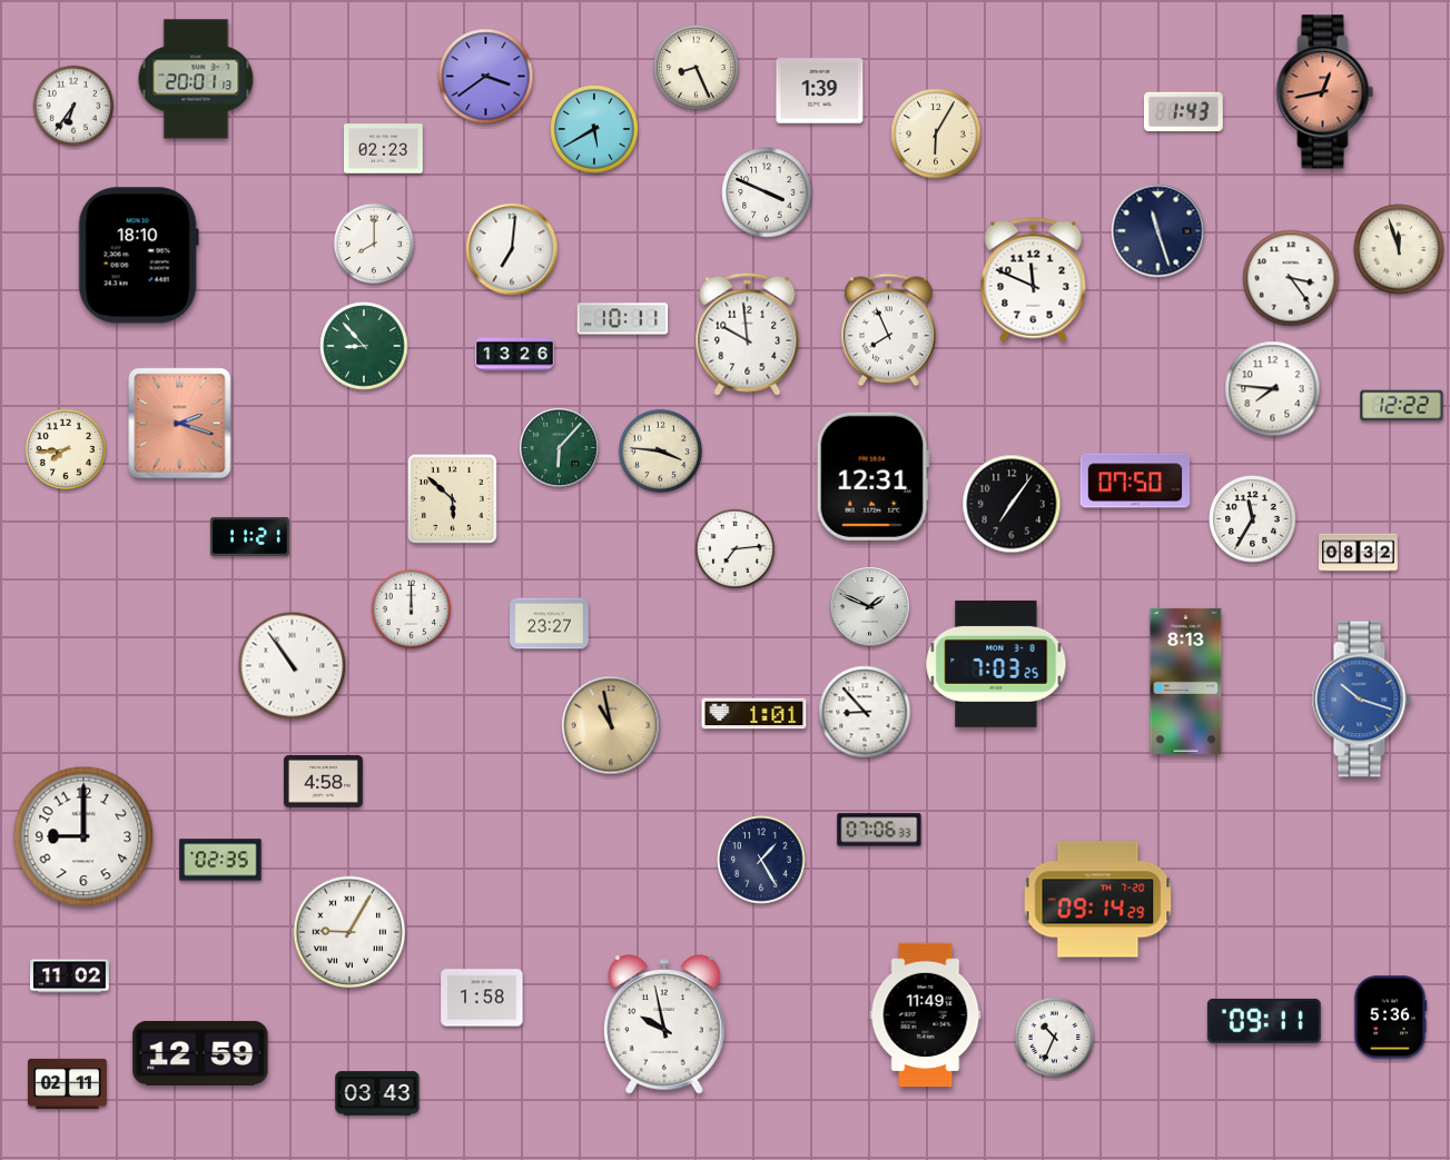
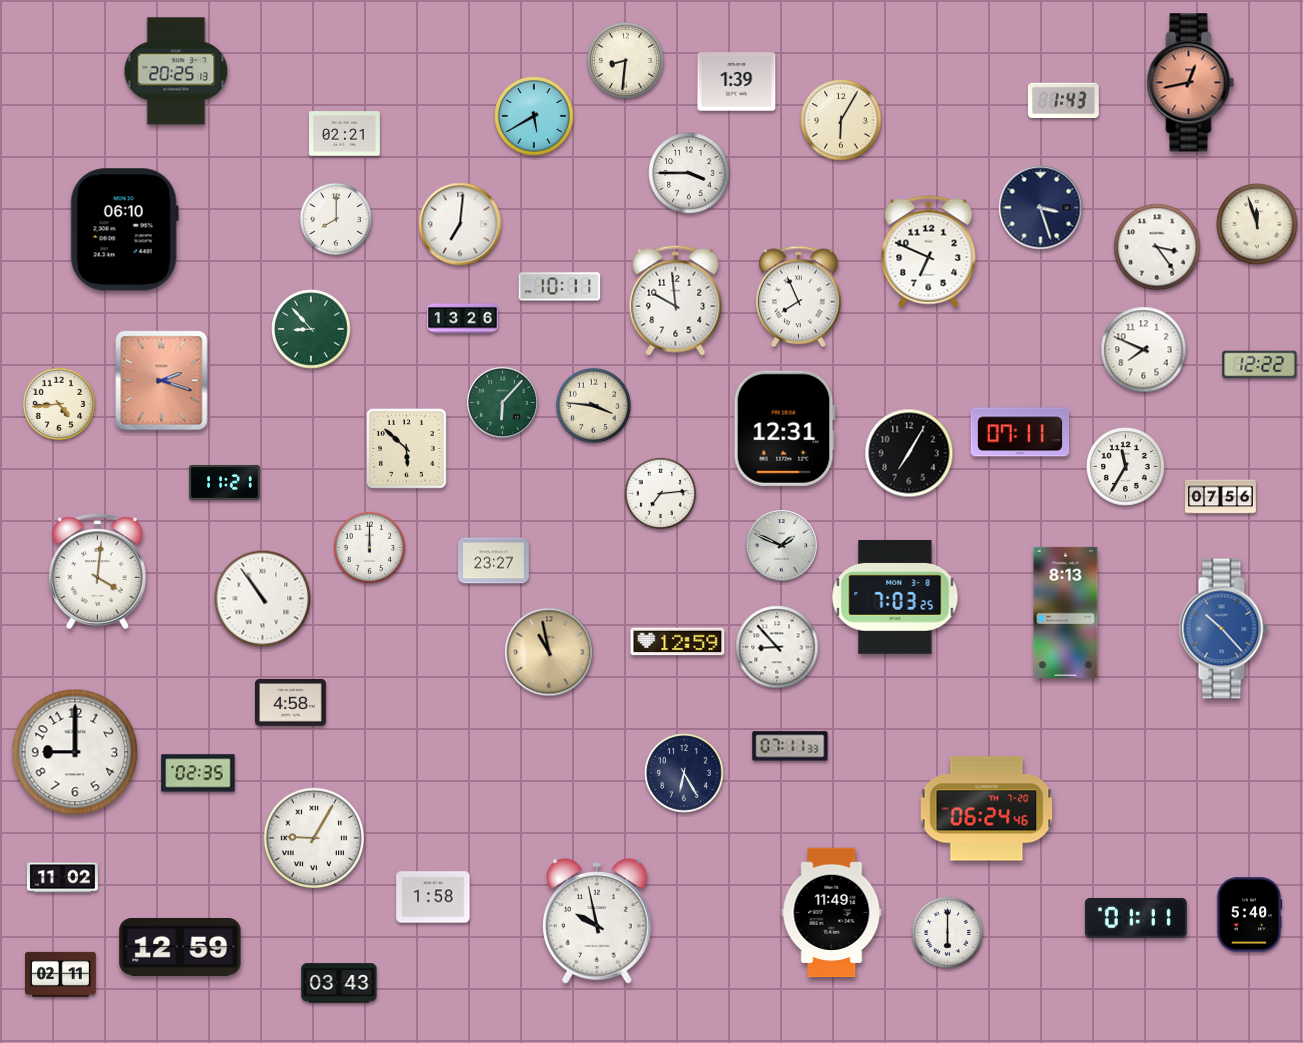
clock at (696, 67): 8:26 -> 8:31
clock at (486, 77): 3:39 -> none
clock at (196, 79): 20:01 -> 20:25
clock at (73, 106): 6:36 -> none
clock at (384, 149): 02:23 -> 02:21
clock at (767, 192): 3:49 -> 3:45
clock at (1158, 231): 11:27 -> 3:27
clock at (138, 256): 18:10 -> 06:10
clock at (1291, 278) position: (1291, 278) -> (1157, 247)
clock at (1034, 280): 11:49 -> 6:49
clock at (748, 334) position: (748, 334) -> (676, 300)
clock at (364, 346) position: (364, 346) -> (311, 329)
clock at (1273, 389): 7:46 -> 7:49
clock at (66, 449): 7:44 -> 4:44
clock at (1135, 480): 07:50 -> 07:11
clock at (1012, 504): 7:06 -> 7:05
clock at (1359, 553): 08:32 -> 07:56
clock at (98, 572): none -> 4:01
clock at (1361, 700): 10:18 -> 10:23
clock at (865, 712) position: (865, 712) -> (777, 647)
clock at (754, 714): 1:01 -> 12:59
clock at (879, 830): 07:06 -> 07:11
clock at (761, 860): 1:25 -> 6:25
clock at (1098, 900): 09:14 -> 06:24
clock at (1390, 1018): 5:36 -> 5:40
clock at (1264, 1021): 09:11 -> 01:11
clock at (1055, 1038): 10:34 -> 6:00
